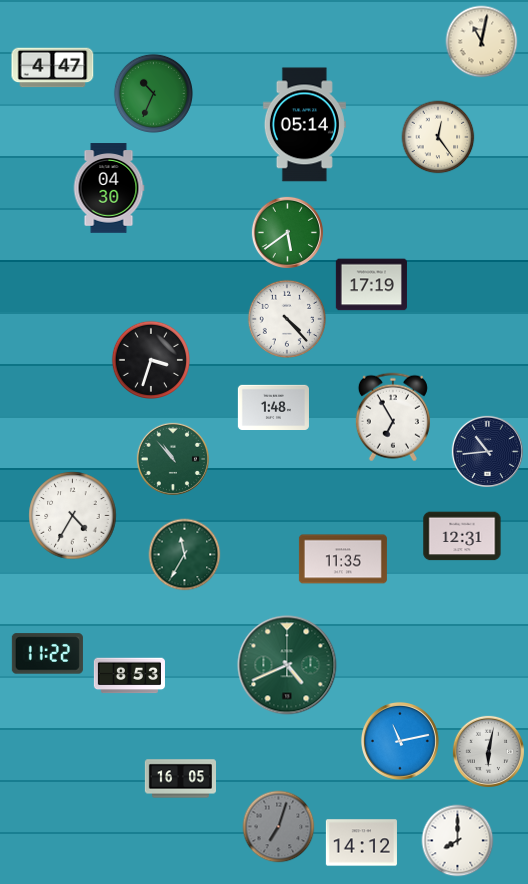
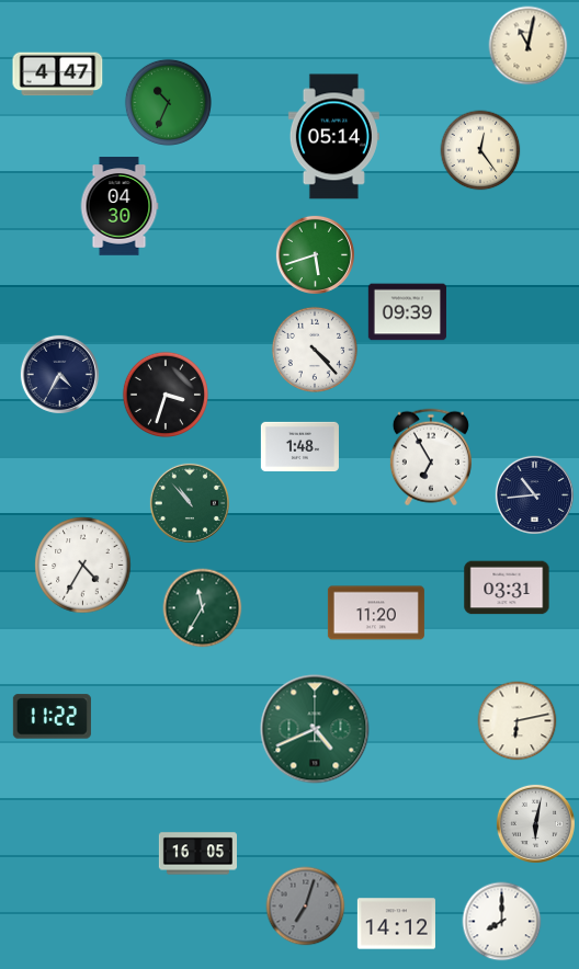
clock at (287, 232): 5:39 -> 5:42
clock at (371, 285): 17:19 -> 09:39
clock at (59, 374): none -> 4:35
clock at (73, 516) position: (73, 516) -> (83, 566)
clock at (462, 536): 12:31 -> 03:31
clock at (343, 559): 11:35 -> 11:20
clock at (518, 721): none -> 6:13
clock at (129, 676): 8:53 -> none
clock at (400, 741): 11:13 -> none
